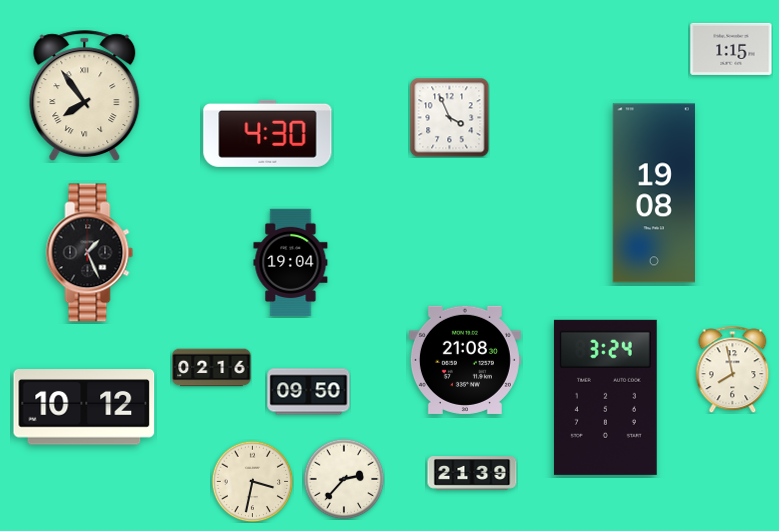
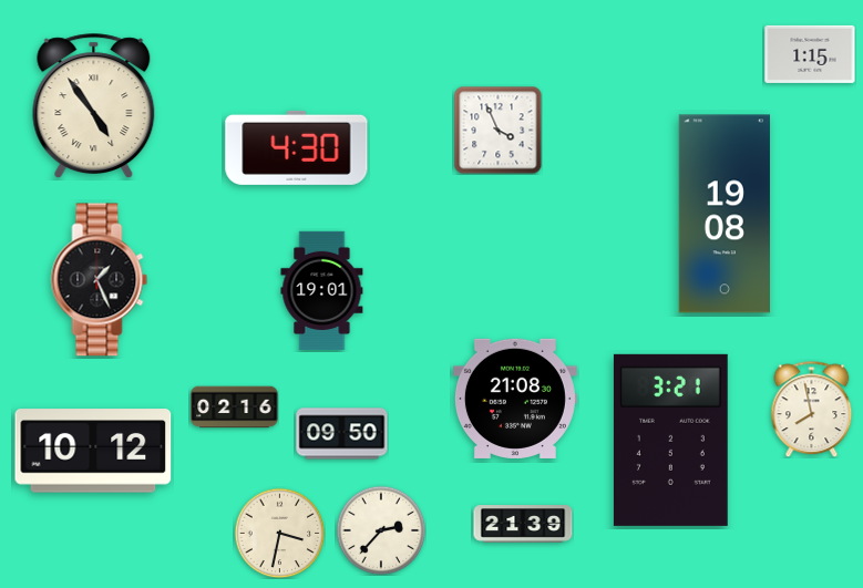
clock at (85, 95): 7:54 -> 4:54
clock at (291, 262): 19:04 -> 19:01
clock at (605, 397): 3:24 -> 3:21
